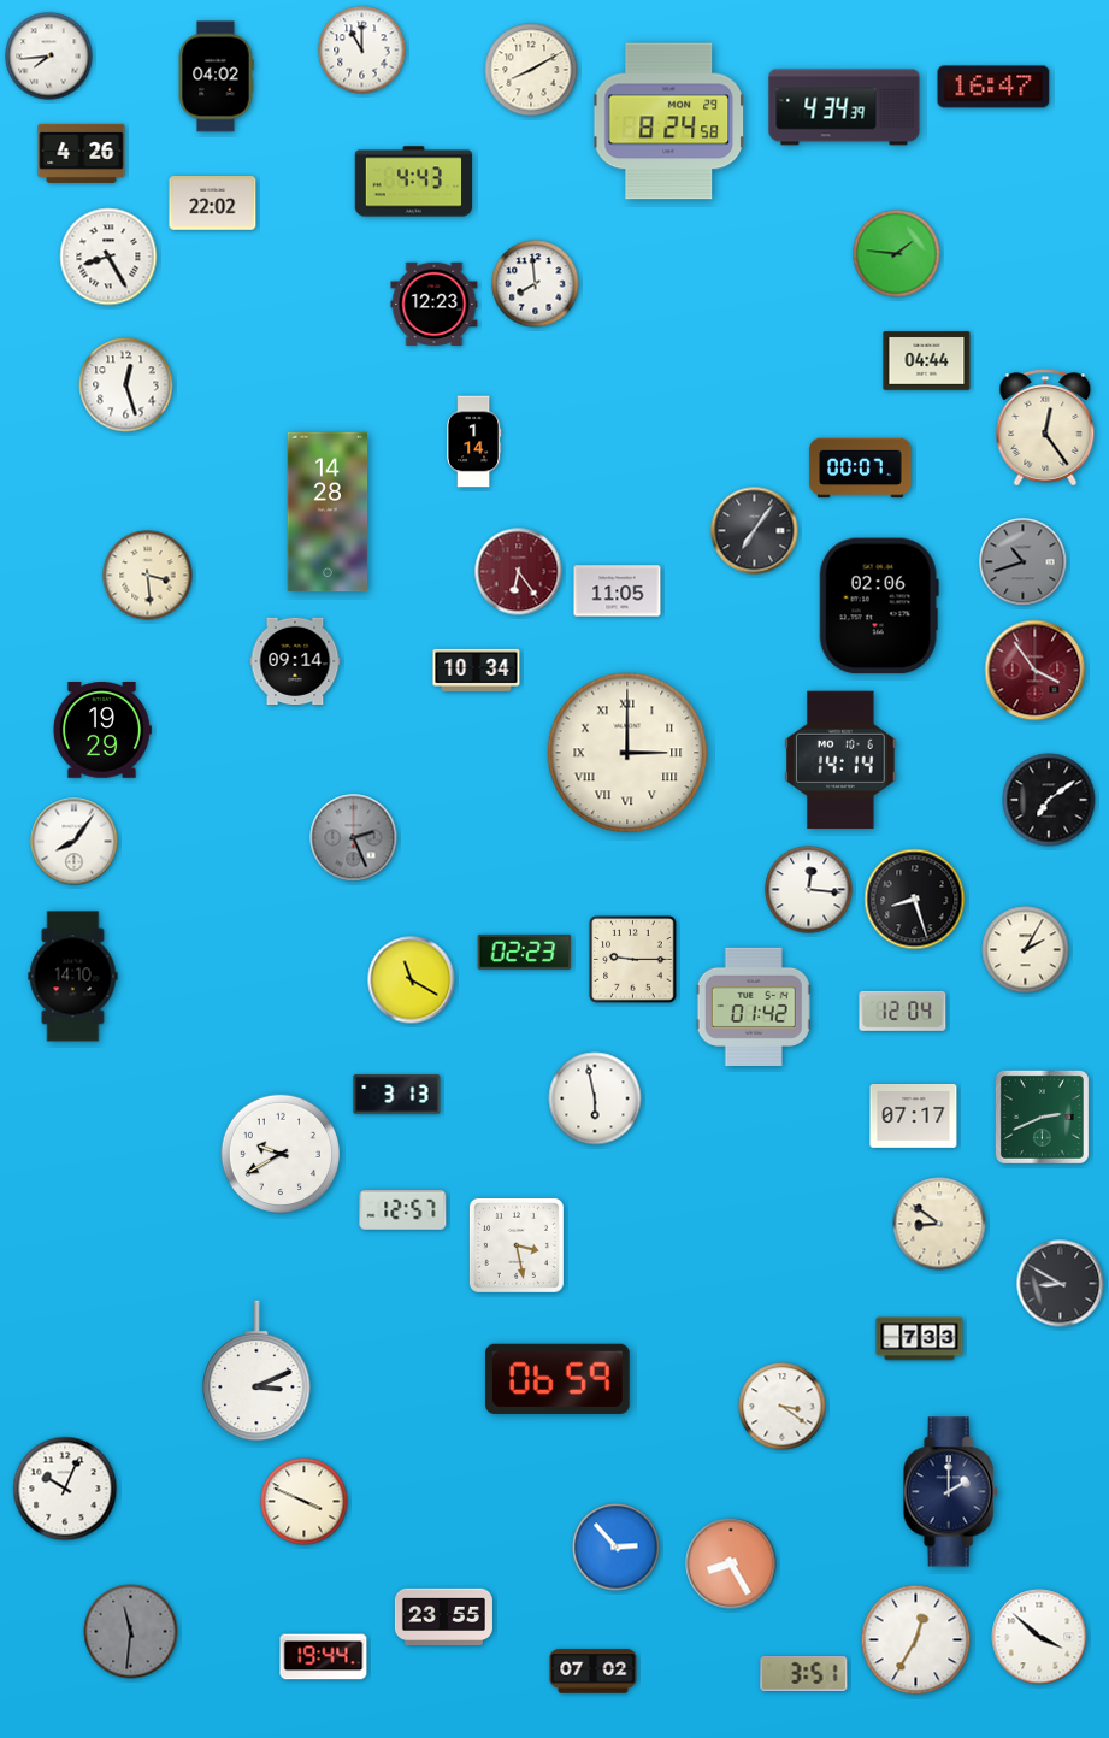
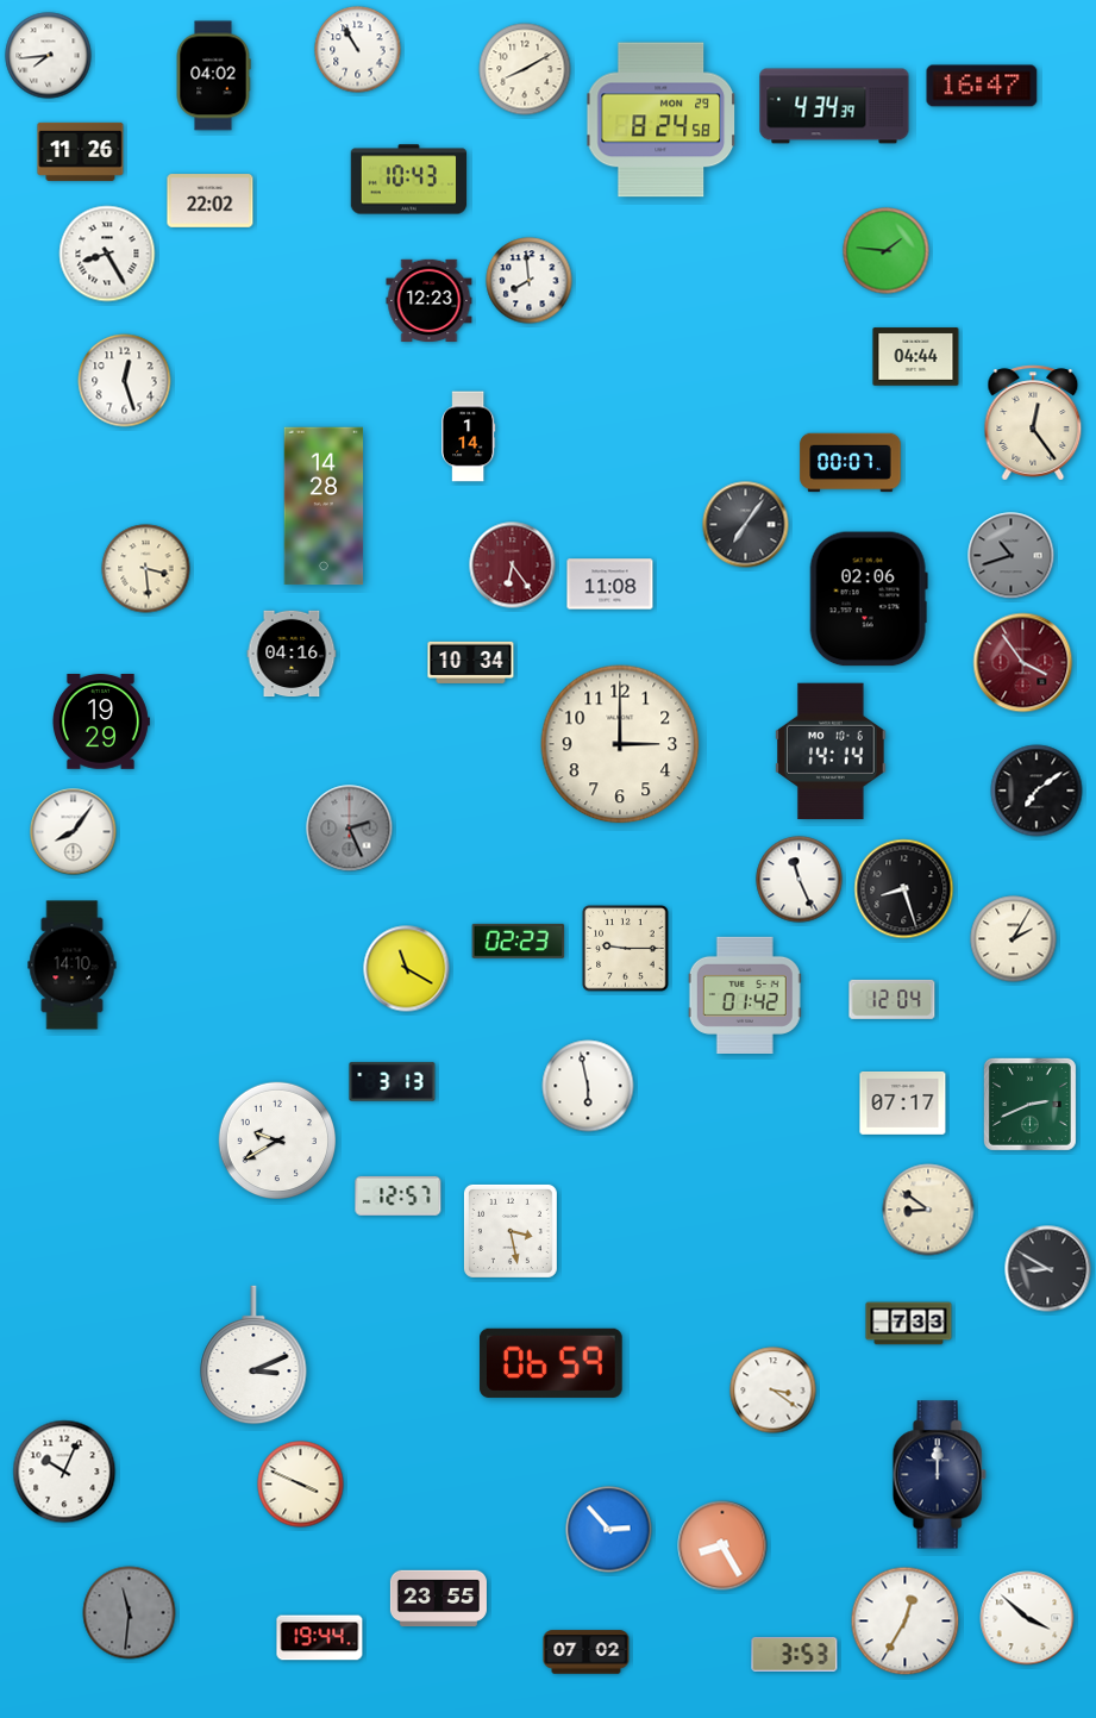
clock at (362, 51): 11:00 -> 10:55
clock at (82, 153): 4:26 -> 11:26
clock at (414, 182): 4:43 -> 10:43
clock at (618, 591): 11:05 -> 11:08
clock at (295, 661): 09:14 -> 04:16
clock at (627, 753) numerals: Roman -> Arabic
clock at (809, 890): 12:16 -> 11:26
clock at (950, 1492): 2:00 -> 12:00
clock at (804, 1673): 3:51 -> 3:53
